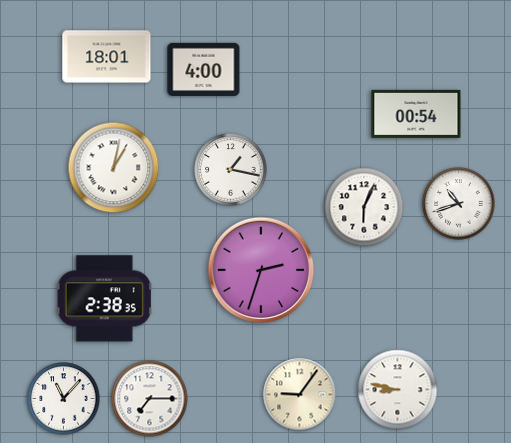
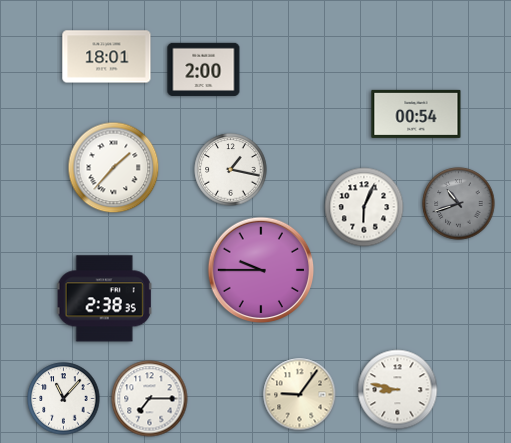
clock at (204, 69): 4:00 -> 2:00
clock at (114, 168): 1:02 -> 1:37
clock at (459, 204) dial: white -> grey
clock at (261, 270): 2:33 -> 9:45
